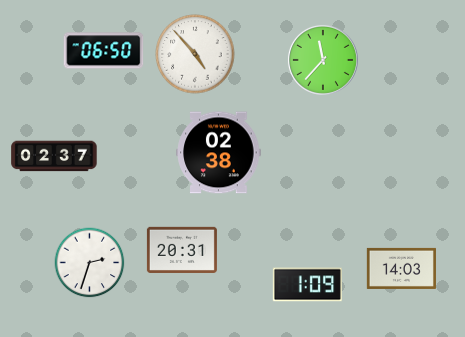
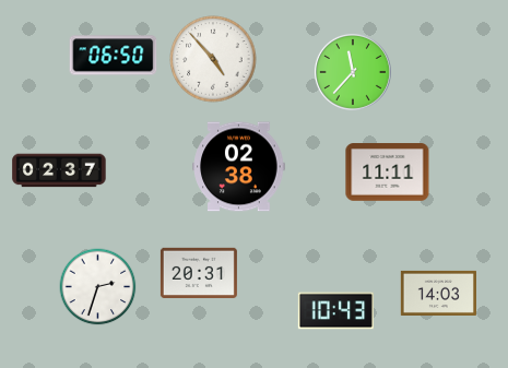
clock at (323, 60) position: (323, 60) -> (353, 72)
clock at (388, 173): none -> 11:11
clock at (307, 285): 1:09 -> 10:43
